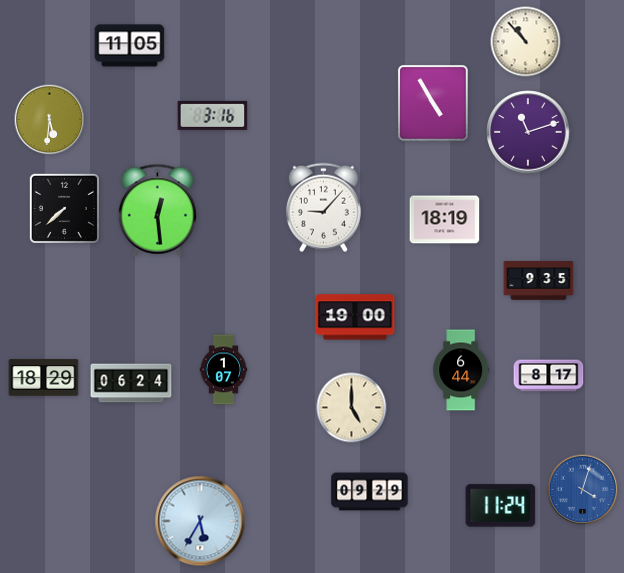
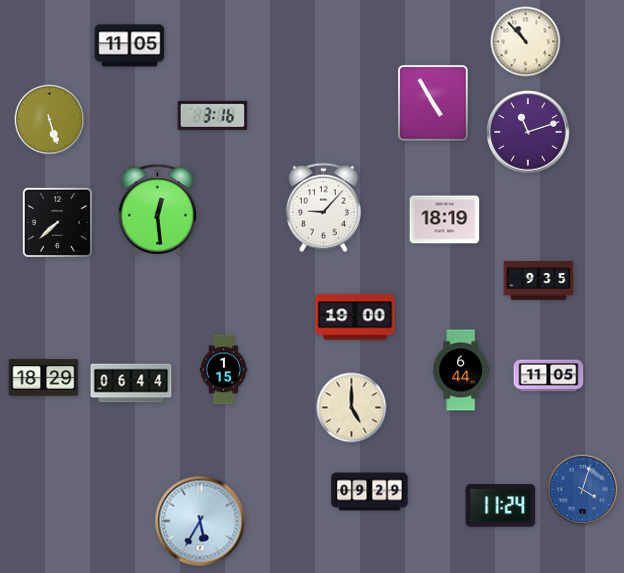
clock at (50, 120): 5:31 -> 5:27
clock at (64, 208) position: (64, 208) -> (57, 222)
clock at (224, 370): 1:07 -> 1:15
clock at (549, 376): 8:17 -> 11:05
clock at (131, 383): 06:24 -> 06:44
